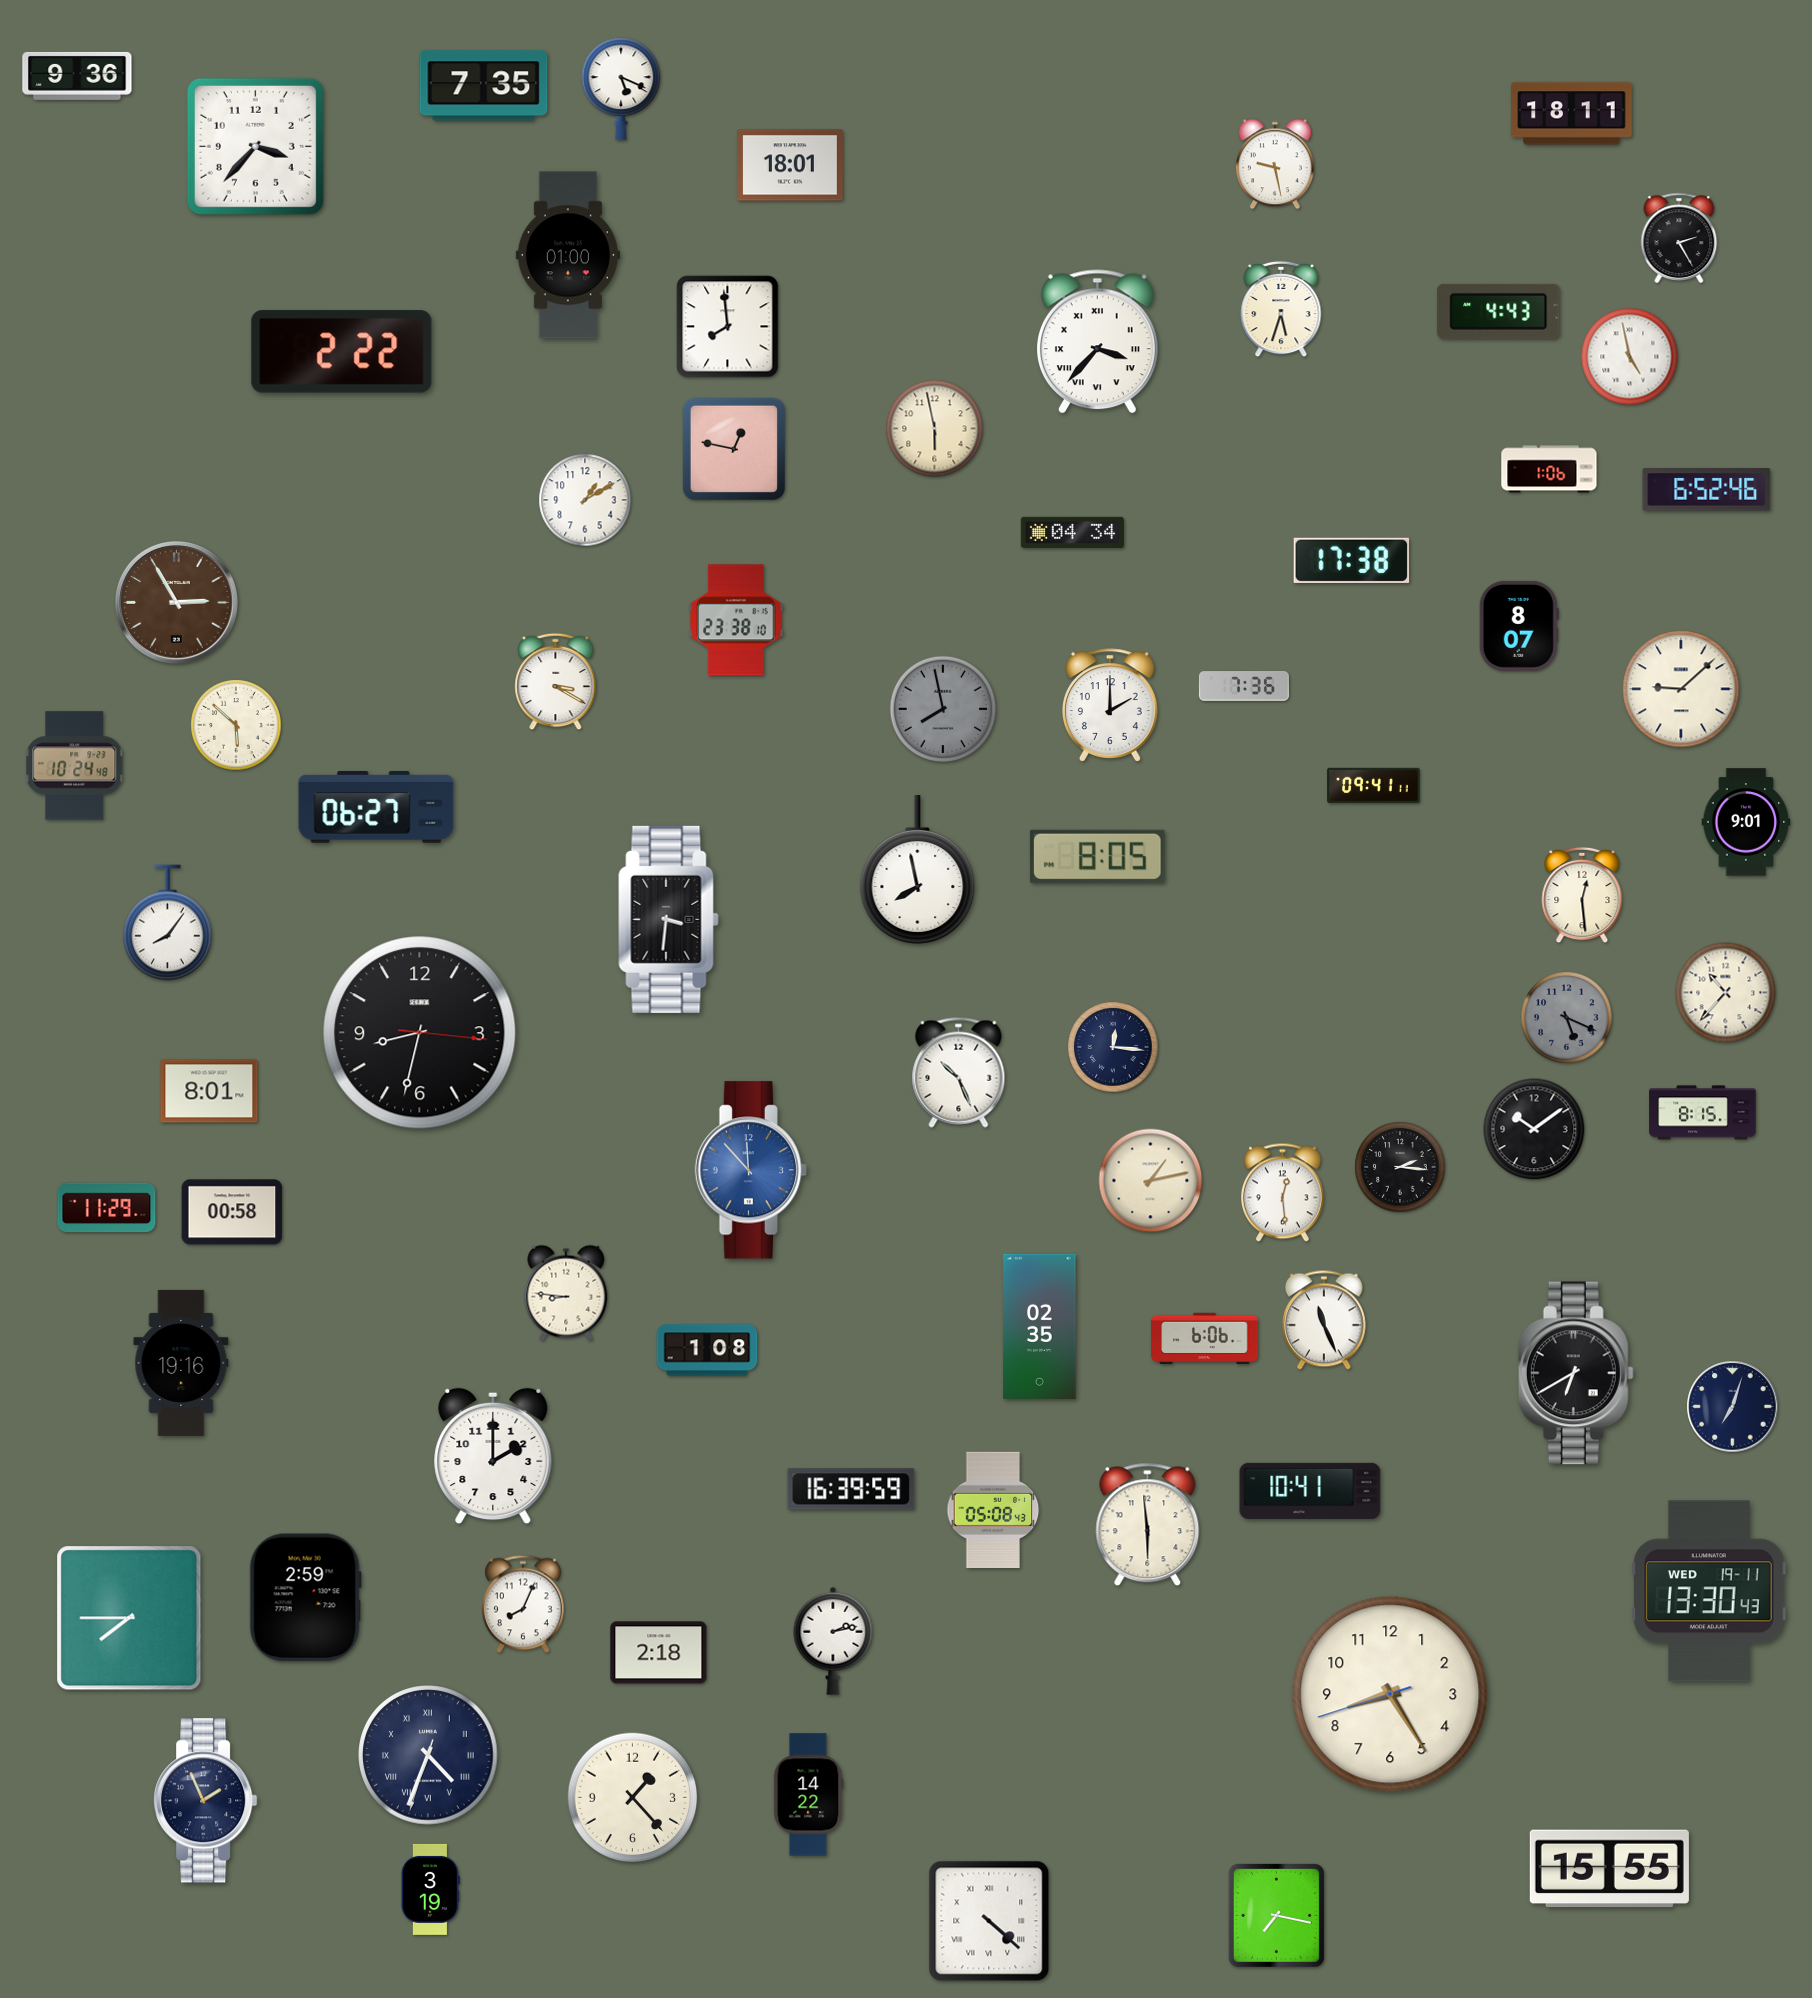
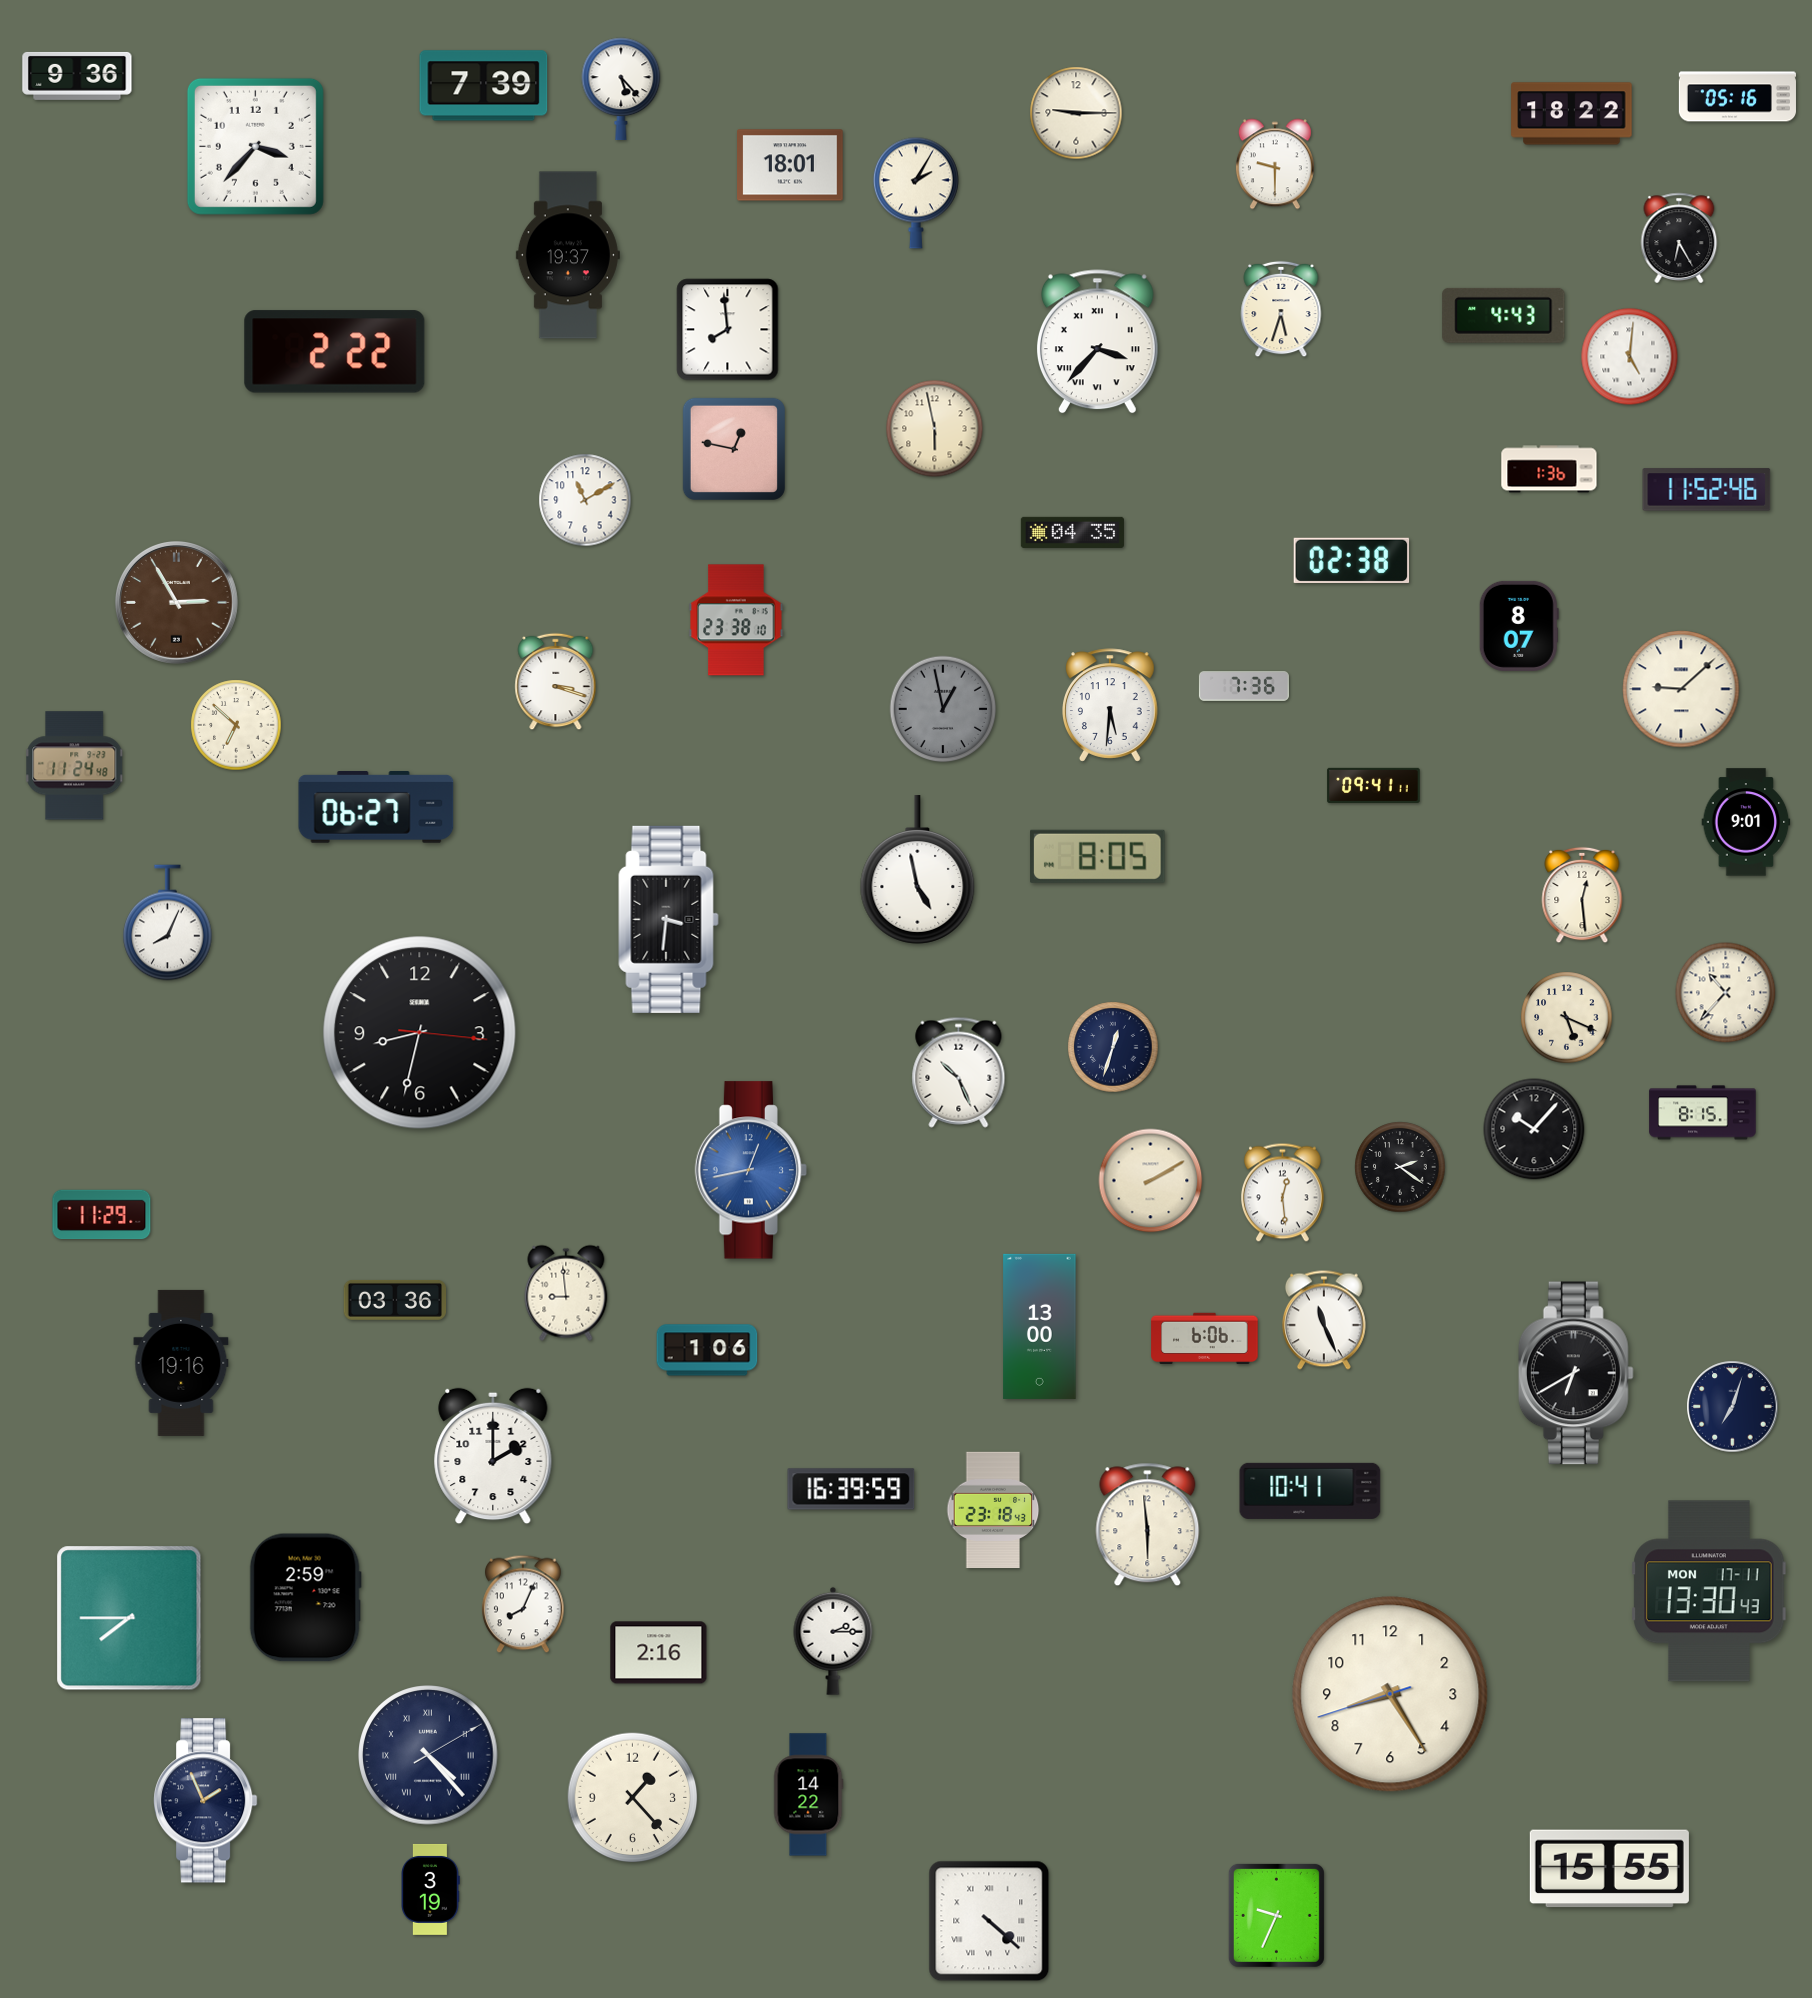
clock at (484, 86): 7:35 -> 7:39
clock at (621, 89): 5:19 -> 5:23
clock at (1737, 97): none -> 05:16
clock at (1076, 113): none -> 9:15
clock at (1572, 114): 18:11 -> 18:22
clock at (1275, 164): 9:28 -> 9:30
clock at (916, 193): none -> 2:05
clock at (1679, 237): 2:25 -> 6:25
clock at (568, 255): 01:00 -> 19:37
clock at (1499, 311) position: (1499, 311) -> (1504, 315)
clock at (728, 327) position: (728, 327) -> (728, 330)
clock at (342, 352) position: (342, 352) -> (335, 352)
clock at (1630, 357): 4:58 -> 5:01
clock at (1549, 469): 1:06 -> 1:36
clock at (1707, 490): 6:52 -> 11:52
clock at (585, 500): 1:10 -> 11:10
clock at (1072, 532): 04:34 -> 04:35
clock at (1352, 560): 17:38 -> 02:38
clock at (556, 682): 3:20 -> 3:18
clock at (1111, 705): 2:00 -> 5:31
clock at (943, 709): 7:58 -> 12:58
clock at (236, 725): 5:52 -> 6:52
clock at (75, 766): 10:24 -> 11:24
clock at (918, 870): 7:58 -> 4:58
clock at (168, 923): 8:06 -> 8:04
clock at (1567, 1018) dial: grey -> cream
clock at (1113, 1047): 12:16 -> 12:33
clock at (209, 1091): 8:01 -> none
clock at (1534, 1129): 10:09 -> 10:07
clock at (1400, 1167): 2:16 -> 2:21
clock at (751, 1170): 11:53 -> 12:43
clock at (1151, 1181): 1:13 -> 2:10
clock at (107, 1208) position: (107, 1208) -> (102, 1215)
clock at (232, 1212): 00:58 -> none
clock at (566, 1293): 8:46 -> 8:59
clock at (394, 1300): none -> 03:36
clock at (1040, 1326): 02:35 -> 13:00
clock at (707, 1350): 1:08 -> 1:06
clock at (993, 1510): 05:08 -> 23:18
clock at (1709, 1591) date: WED 19-11 -> MON 17-11
clock at (833, 1641): 2:13 -> 2:15
clock at (659, 1653): 2:18 -> 2:16
clock at (428, 1755): 4:33 -> 4:23
clock at (1276, 1915): 7:17 -> 9:34
